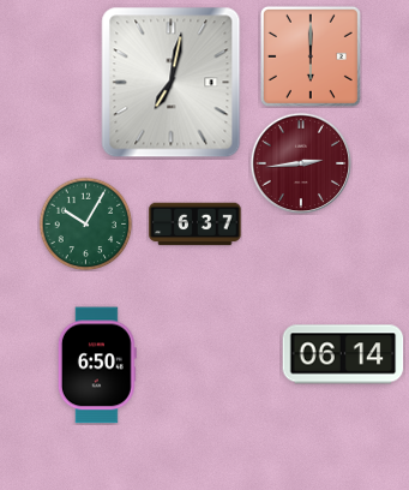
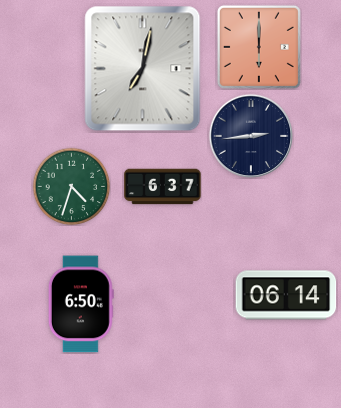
clock at (301, 163) dial: burgundy -> navy
clock at (85, 223): 10:05 -> 4:33
